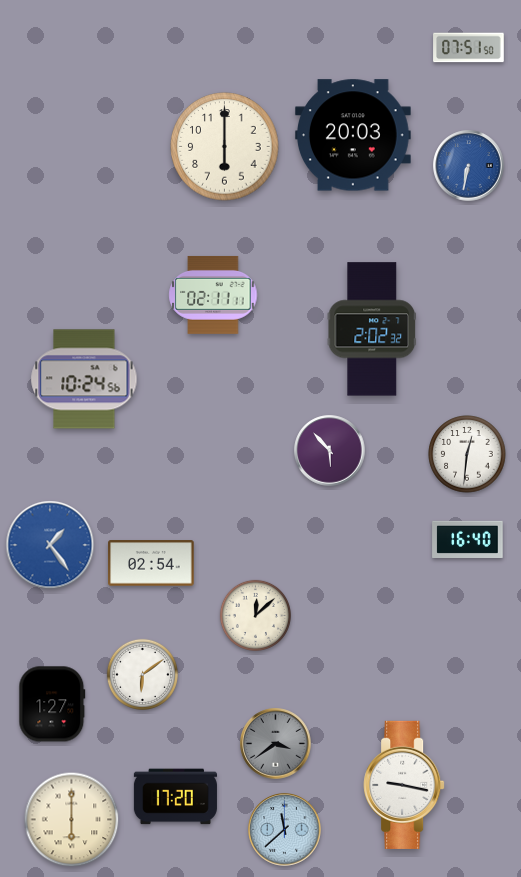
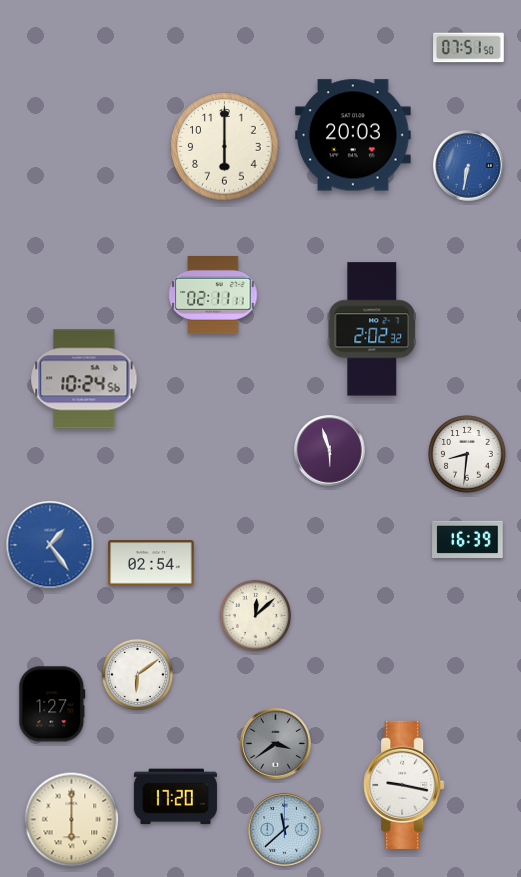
clock at (330, 451): 5:53 -> 5:57
clock at (467, 454): 12:31 -> 8:31
clock at (468, 539): 16:40 -> 16:39
clock at (142, 674) position: (142, 674) -> (137, 674)
